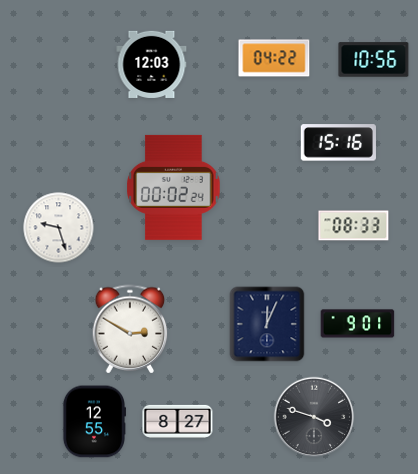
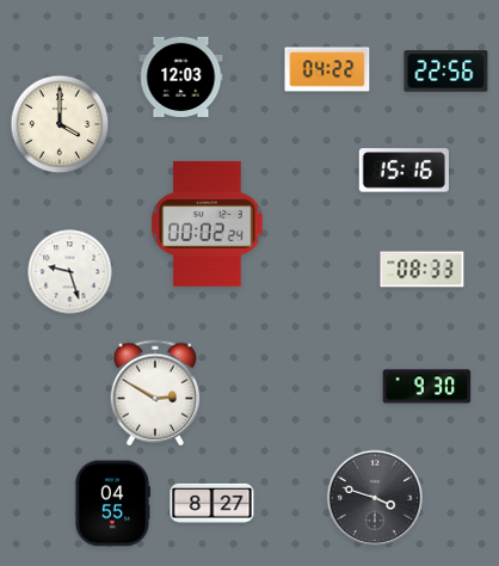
clock at (374, 60): 10:56 -> 22:56
clock at (60, 124): none -> 4:00
clock at (267, 324): 12:04 -> none
clock at (358, 324): 9:01 -> 9:30
clock at (93, 422): 12:55 -> 04:55
